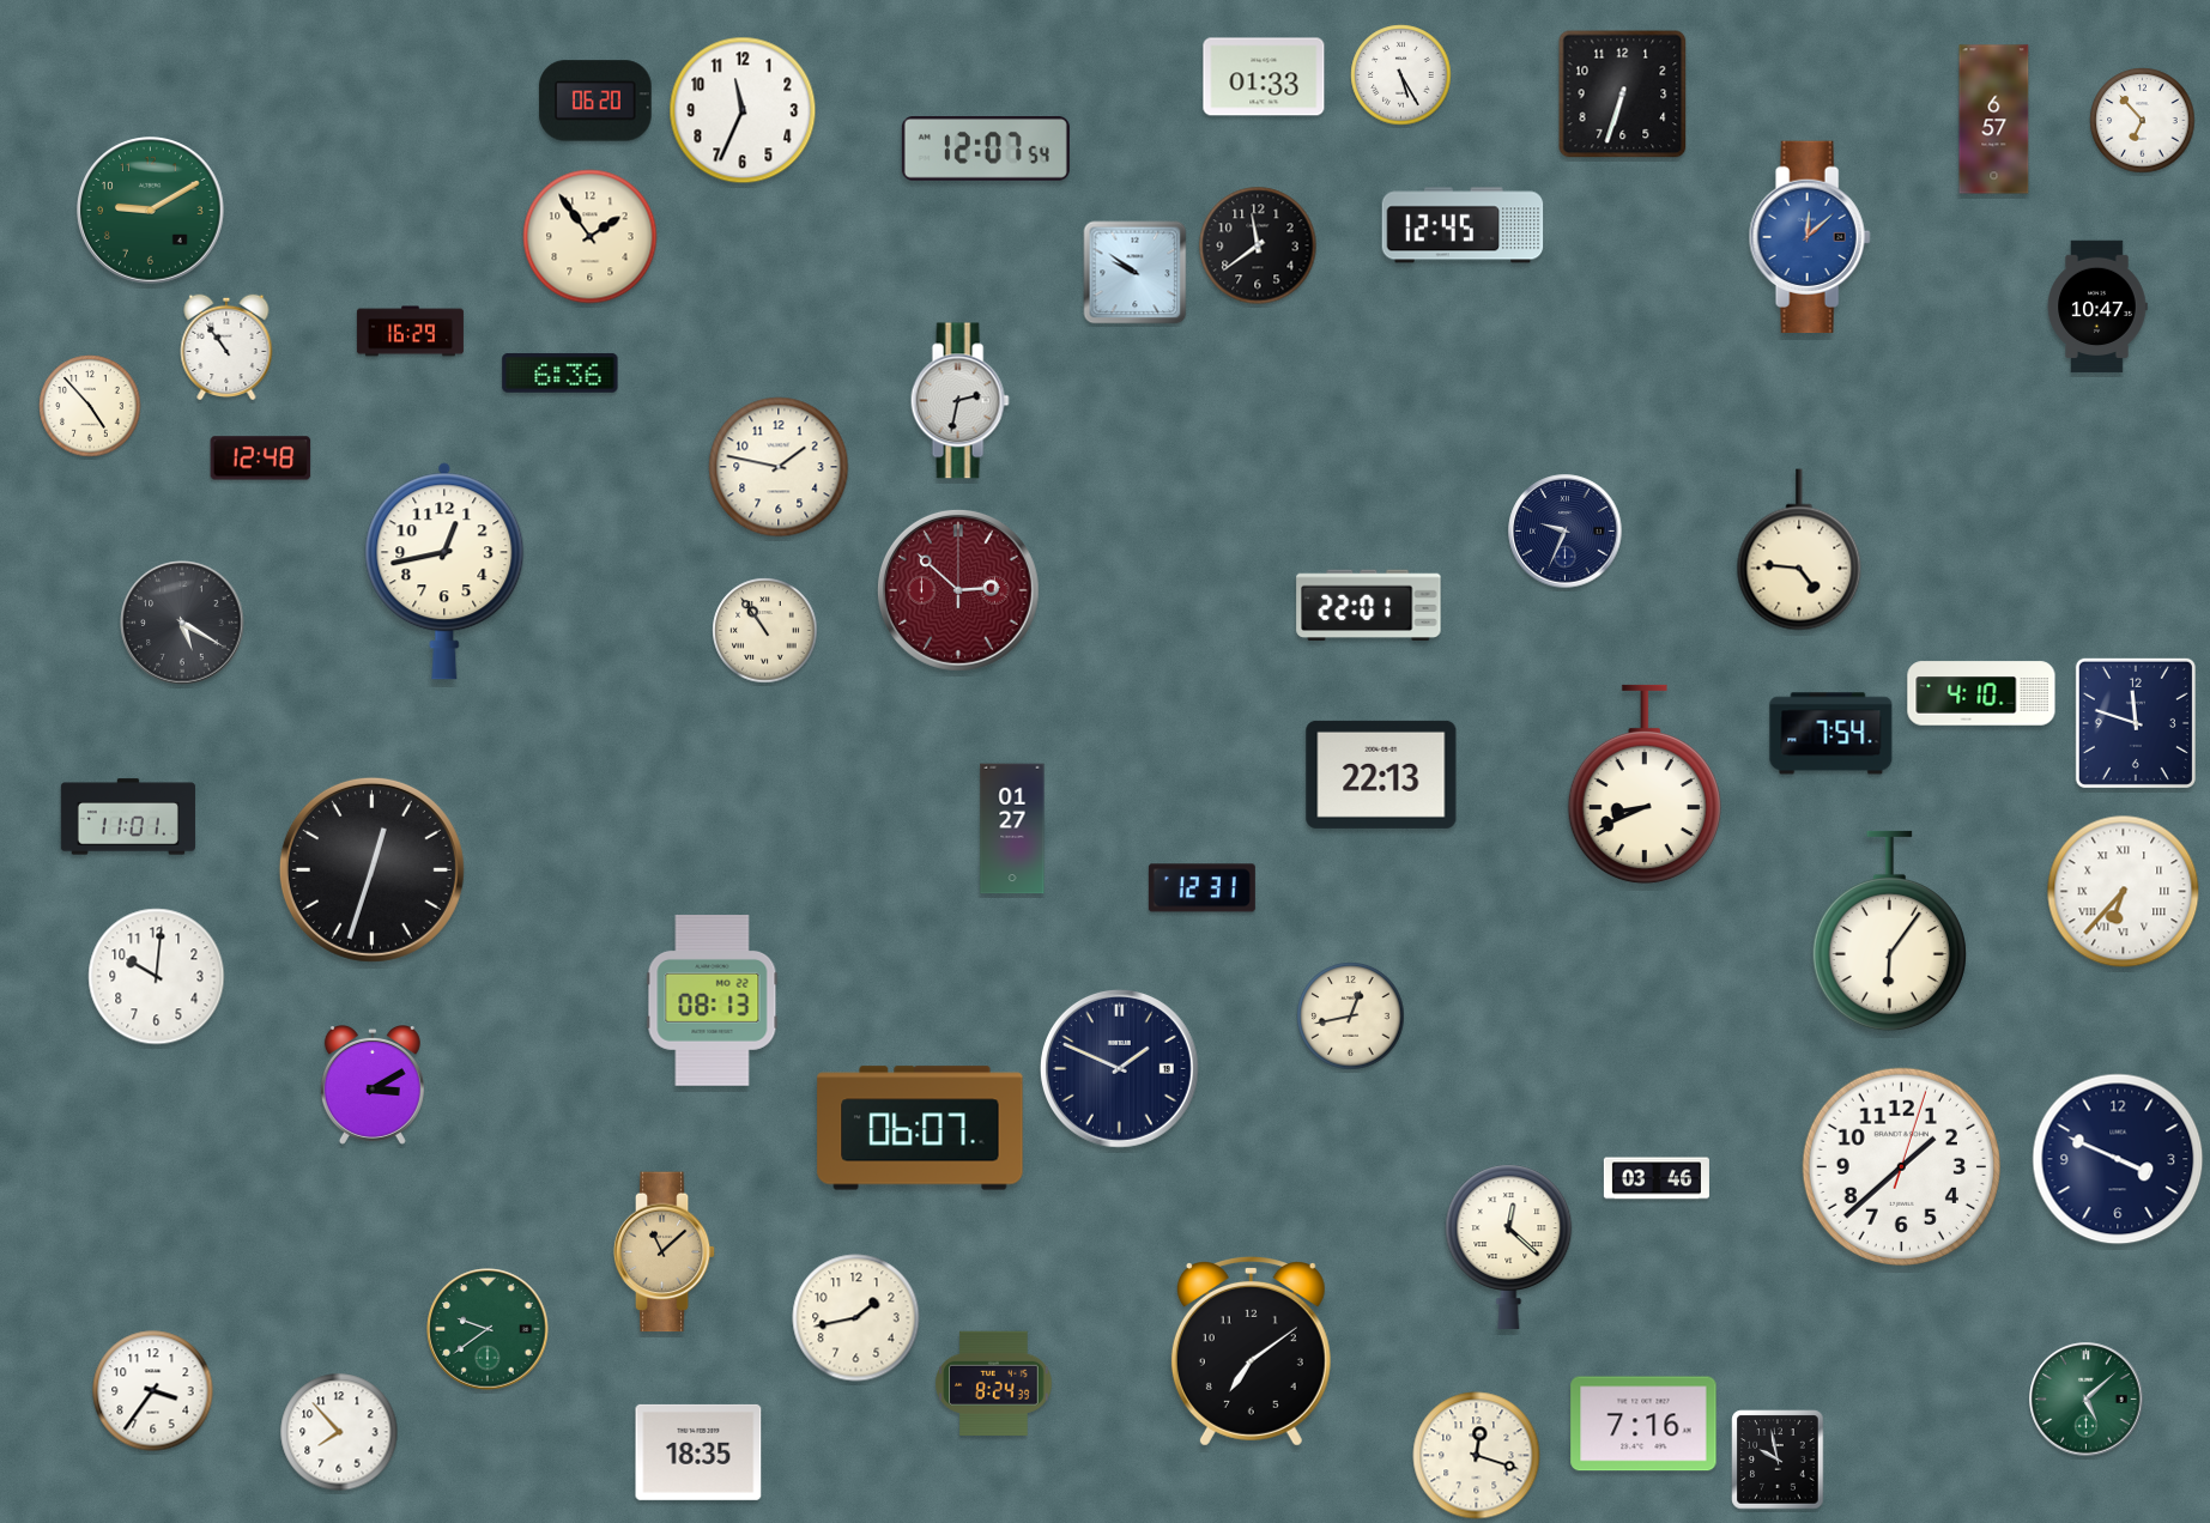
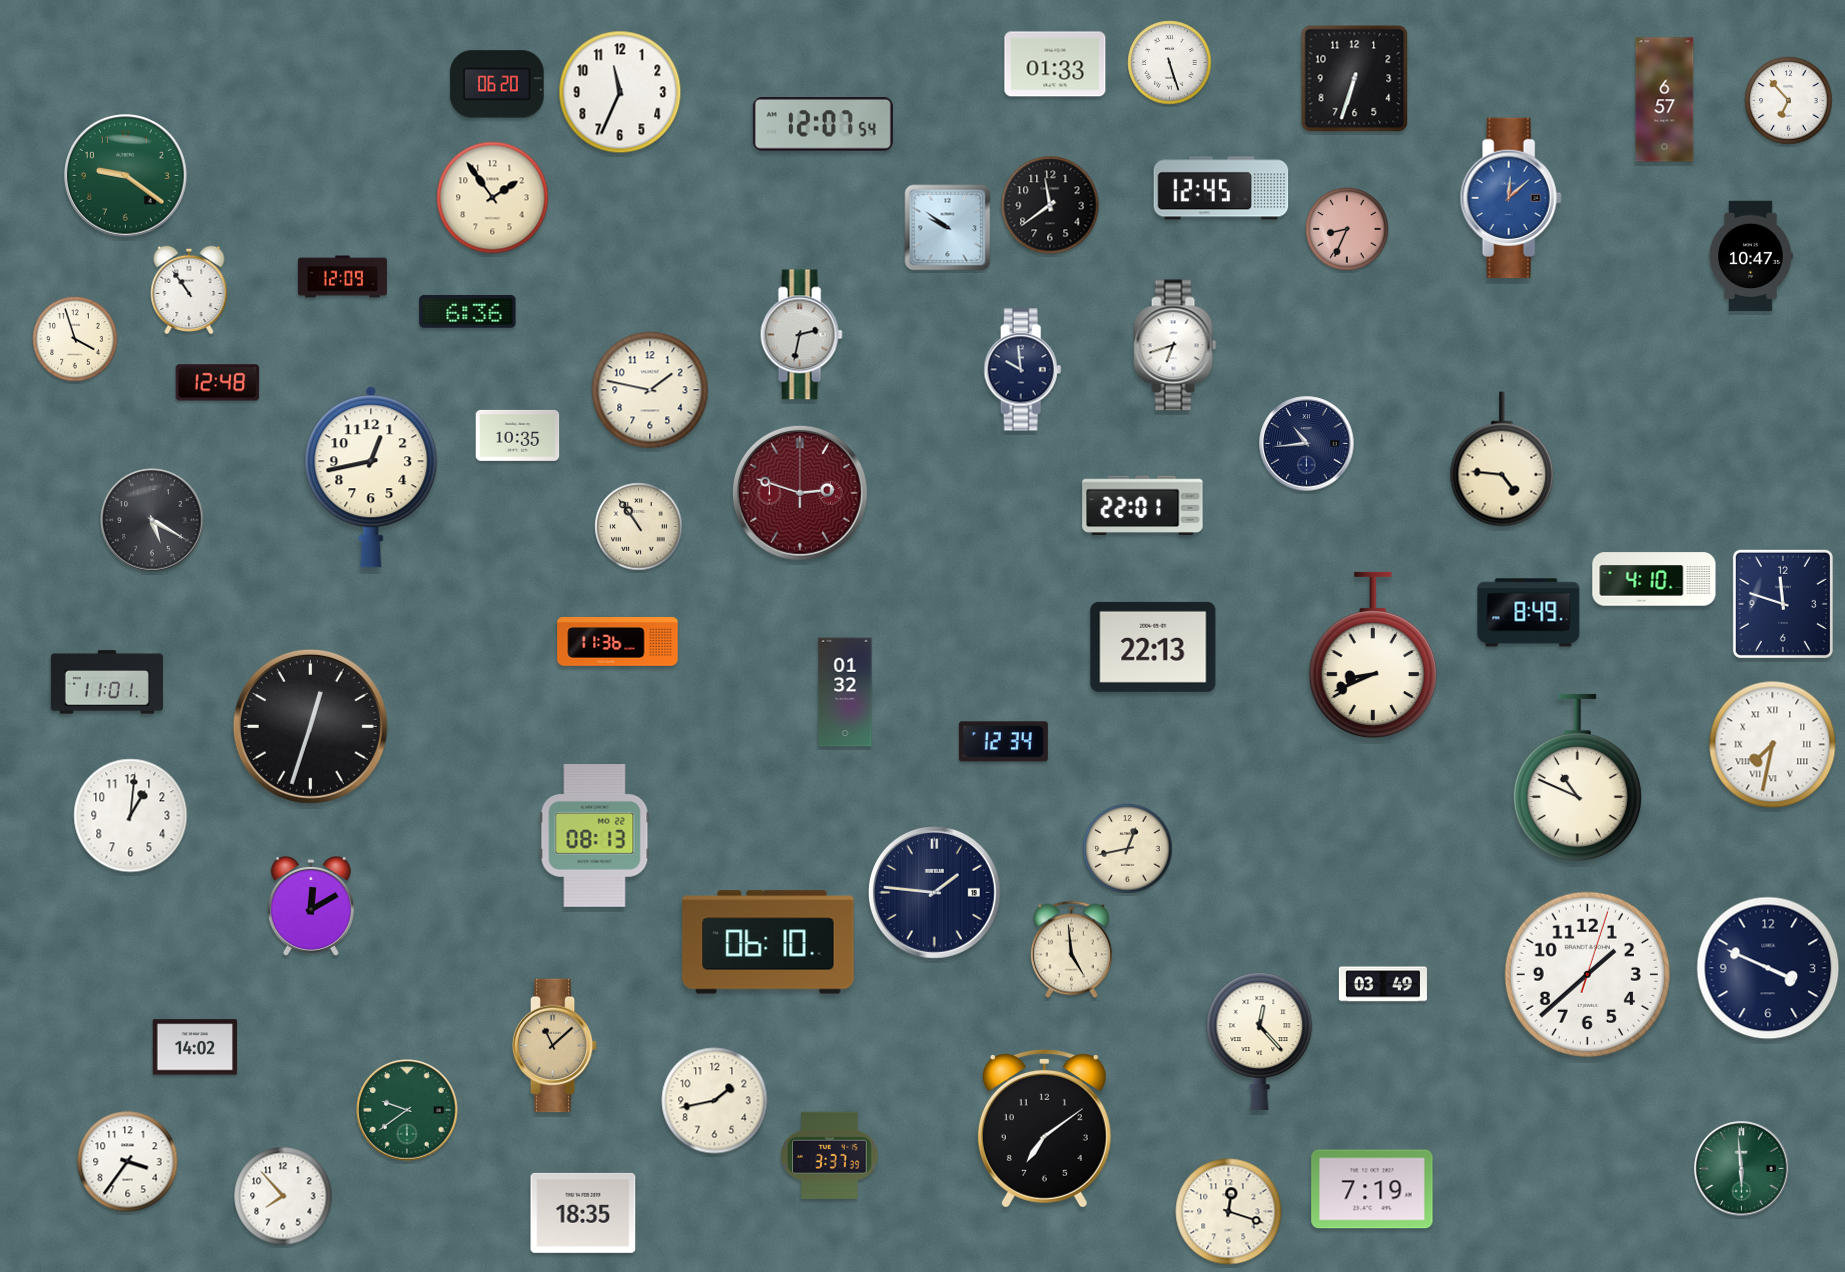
clock at (1401, 75): 5:25 -> 5:27
clock at (151, 211): 9:10 -> 9:21
clock at (1347, 229): none -> 8:34
clock at (410, 332): 16:29 -> 12:09
clock at (90, 406): 4:53 -> 3:57
clock at (1175, 345): none -> 6:42
clock at (1023, 370): none -> 9:59
clock at (518, 435): none -> 10:35
clock at (1566, 532): 9:34 -> 10:44
clock at (958, 590): 2:52 -> 2:48
clock at (1831, 734): 7:54 -> 8:49
clock at (618, 642): none -> 11:36
clock at (1012, 829): 01:27 -> 01:32
clock at (1201, 888): 12:31 -> 12:34
clock at (2124, 892): 6:37 -> 7:32
clock at (1889, 932): 6:06 -> 10:49
clock at (157, 977): 10:01 -> 1:01
clock at (1119, 1068): 1:49 -> 1:46
clock at (373, 1086): 3:10 -> 12:10
clock at (920, 1128): 06:07 -> 06:10
clock at (1071, 950): none -> 4:59
clock at (1657, 1178): 03:46 -> 03:49
clock at (1509, 1246): 12:22 -> 12:23
clock at (195, 1047): none -> 14:02
clock at (994, 1383): 8:24 -> 3:37
clock at (2087, 1400): 5:08 -> 5:59
clock at (1643, 1424): 7:16 -> 7:19
clock at (1477, 1456) position: (1477, 1456) -> (1229, 1212)
clock at (1778, 1460): 9:58 -> none
